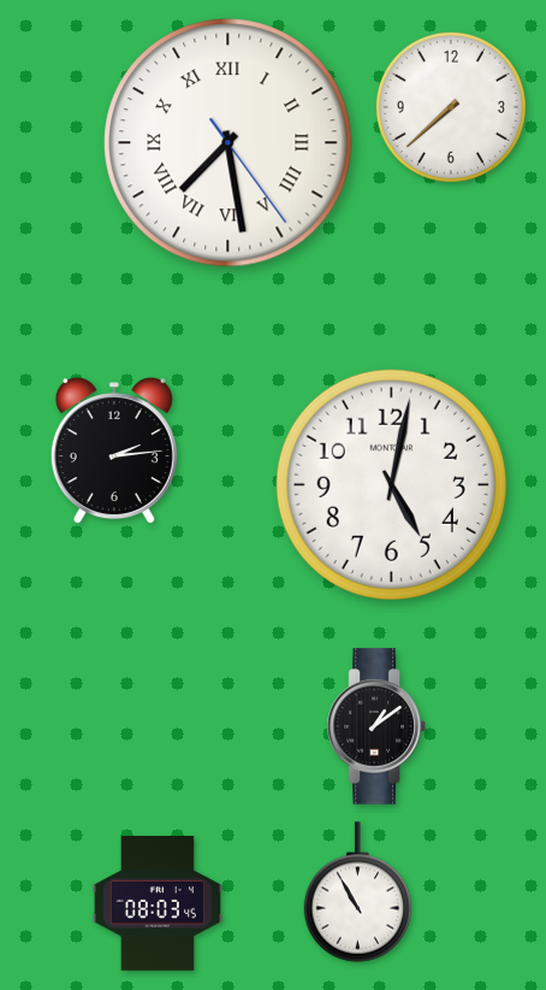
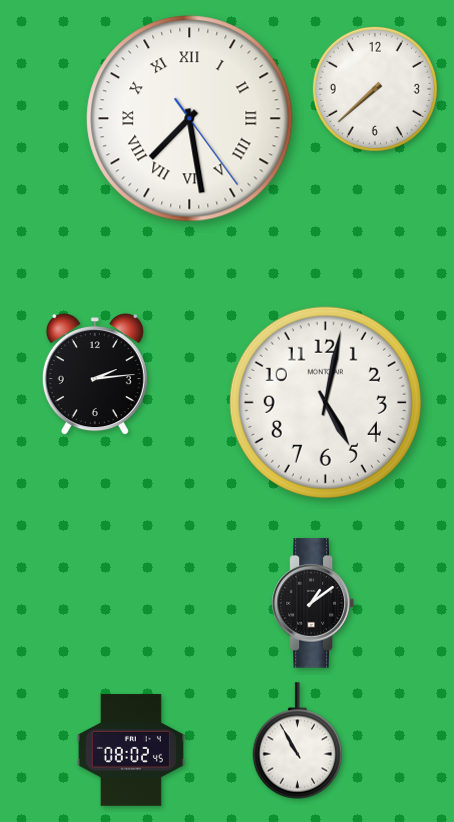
clock at (158, 903): 08:03 -> 08:02
